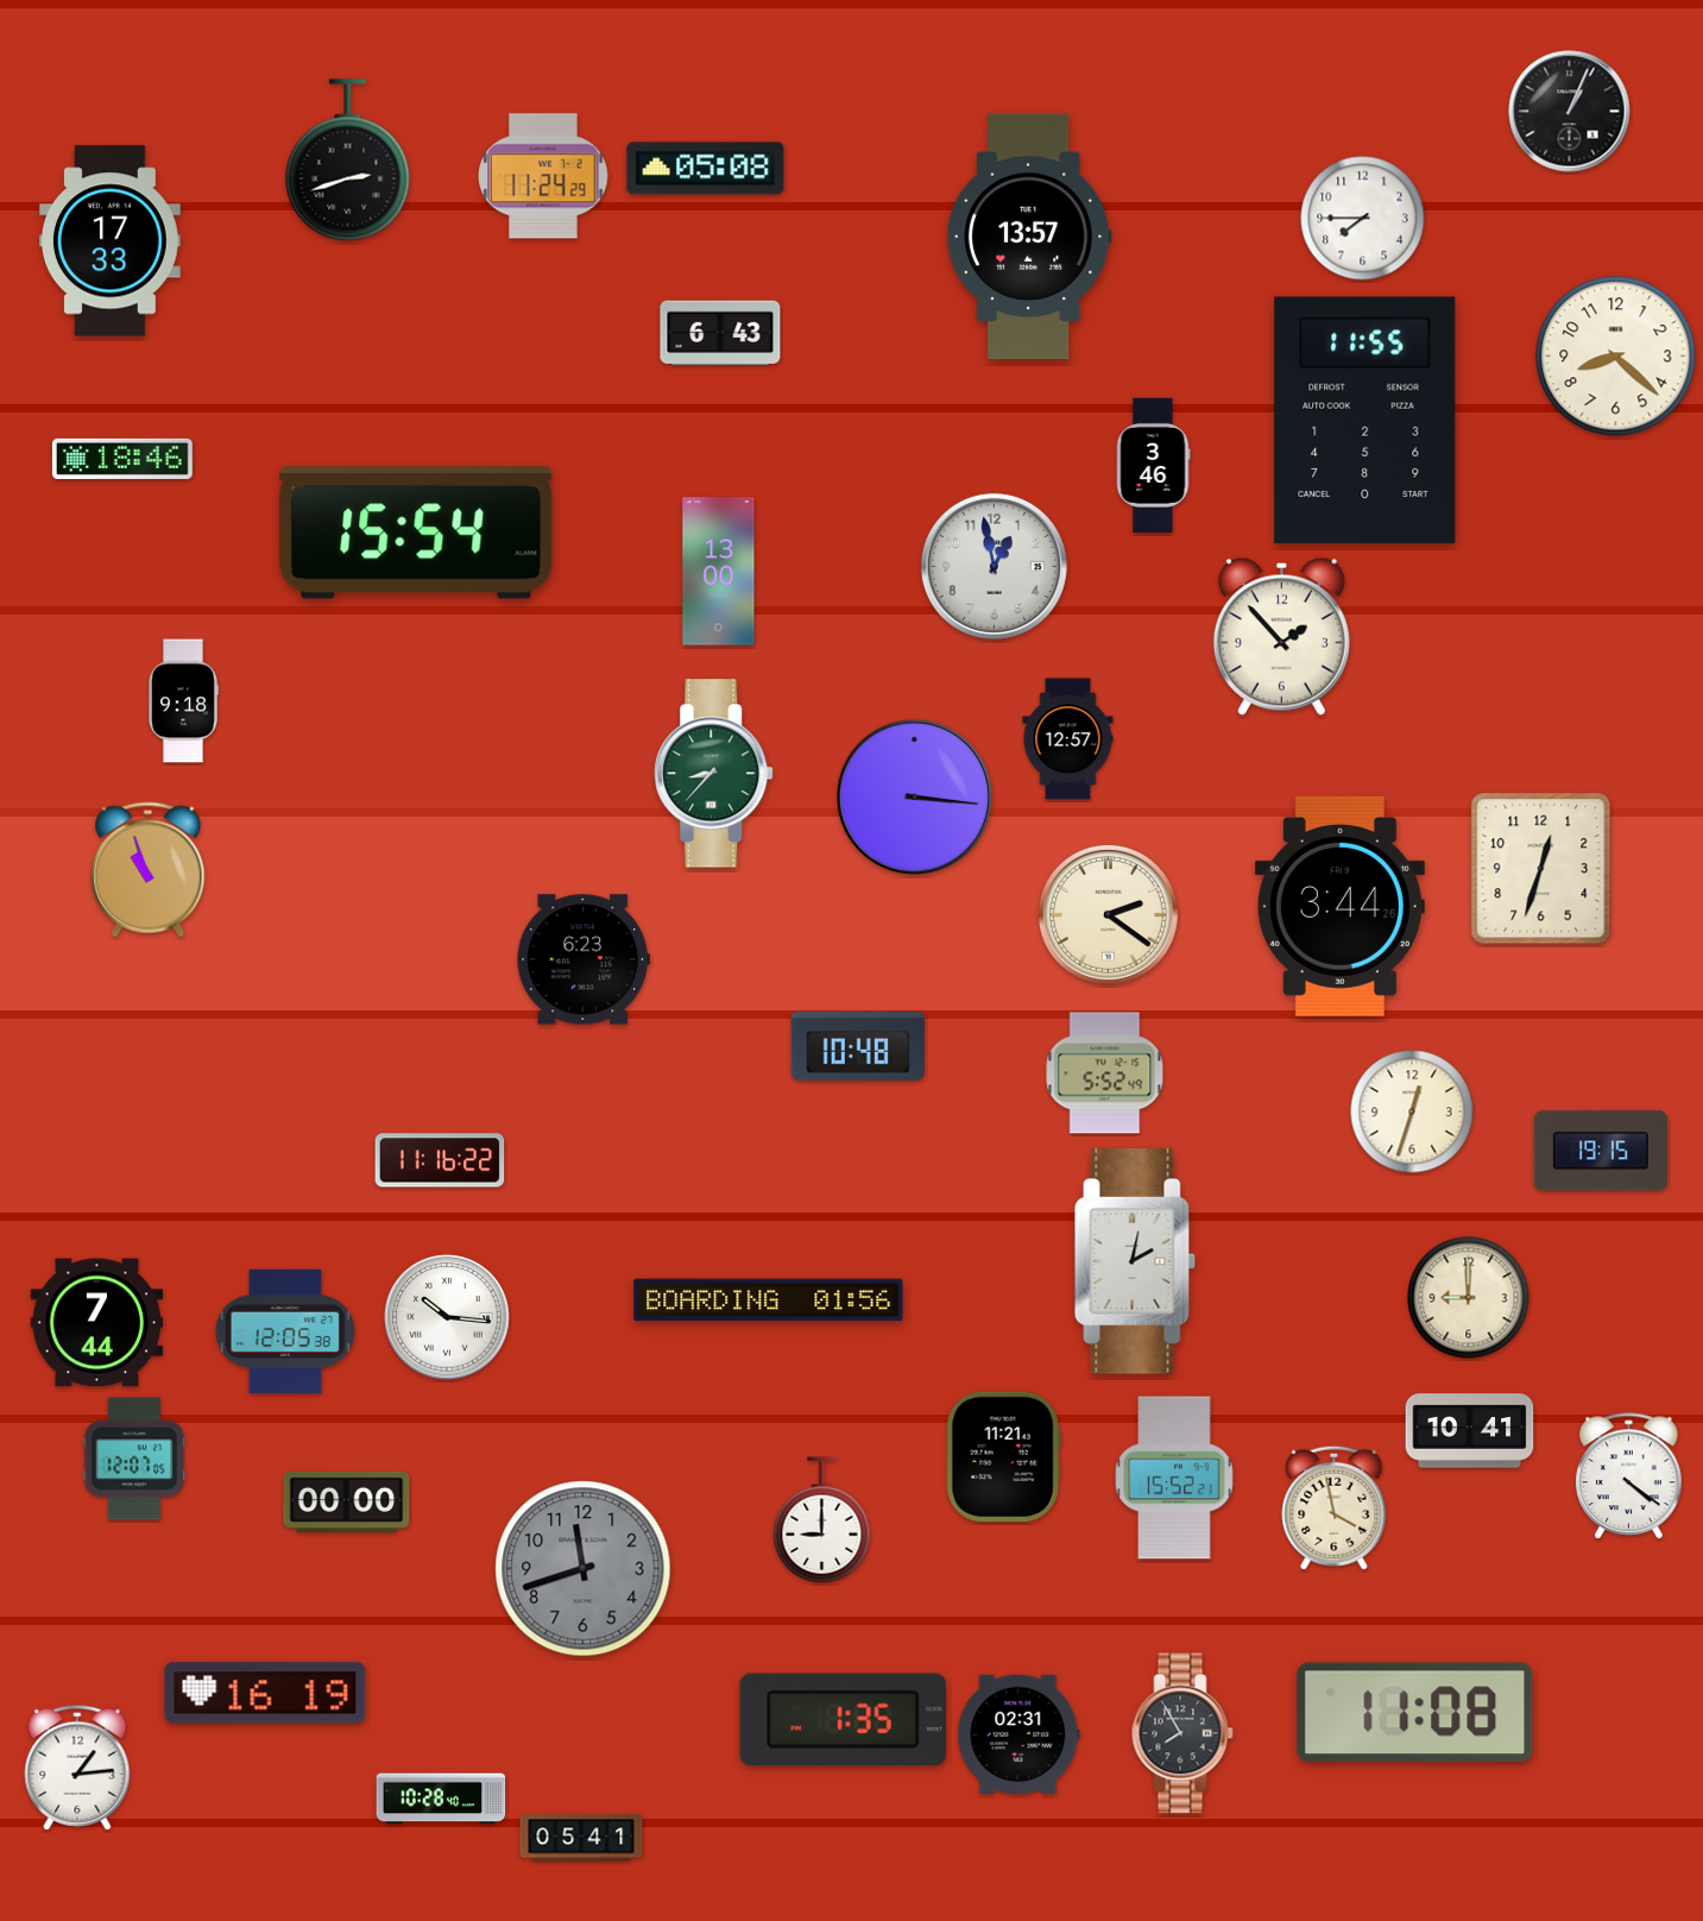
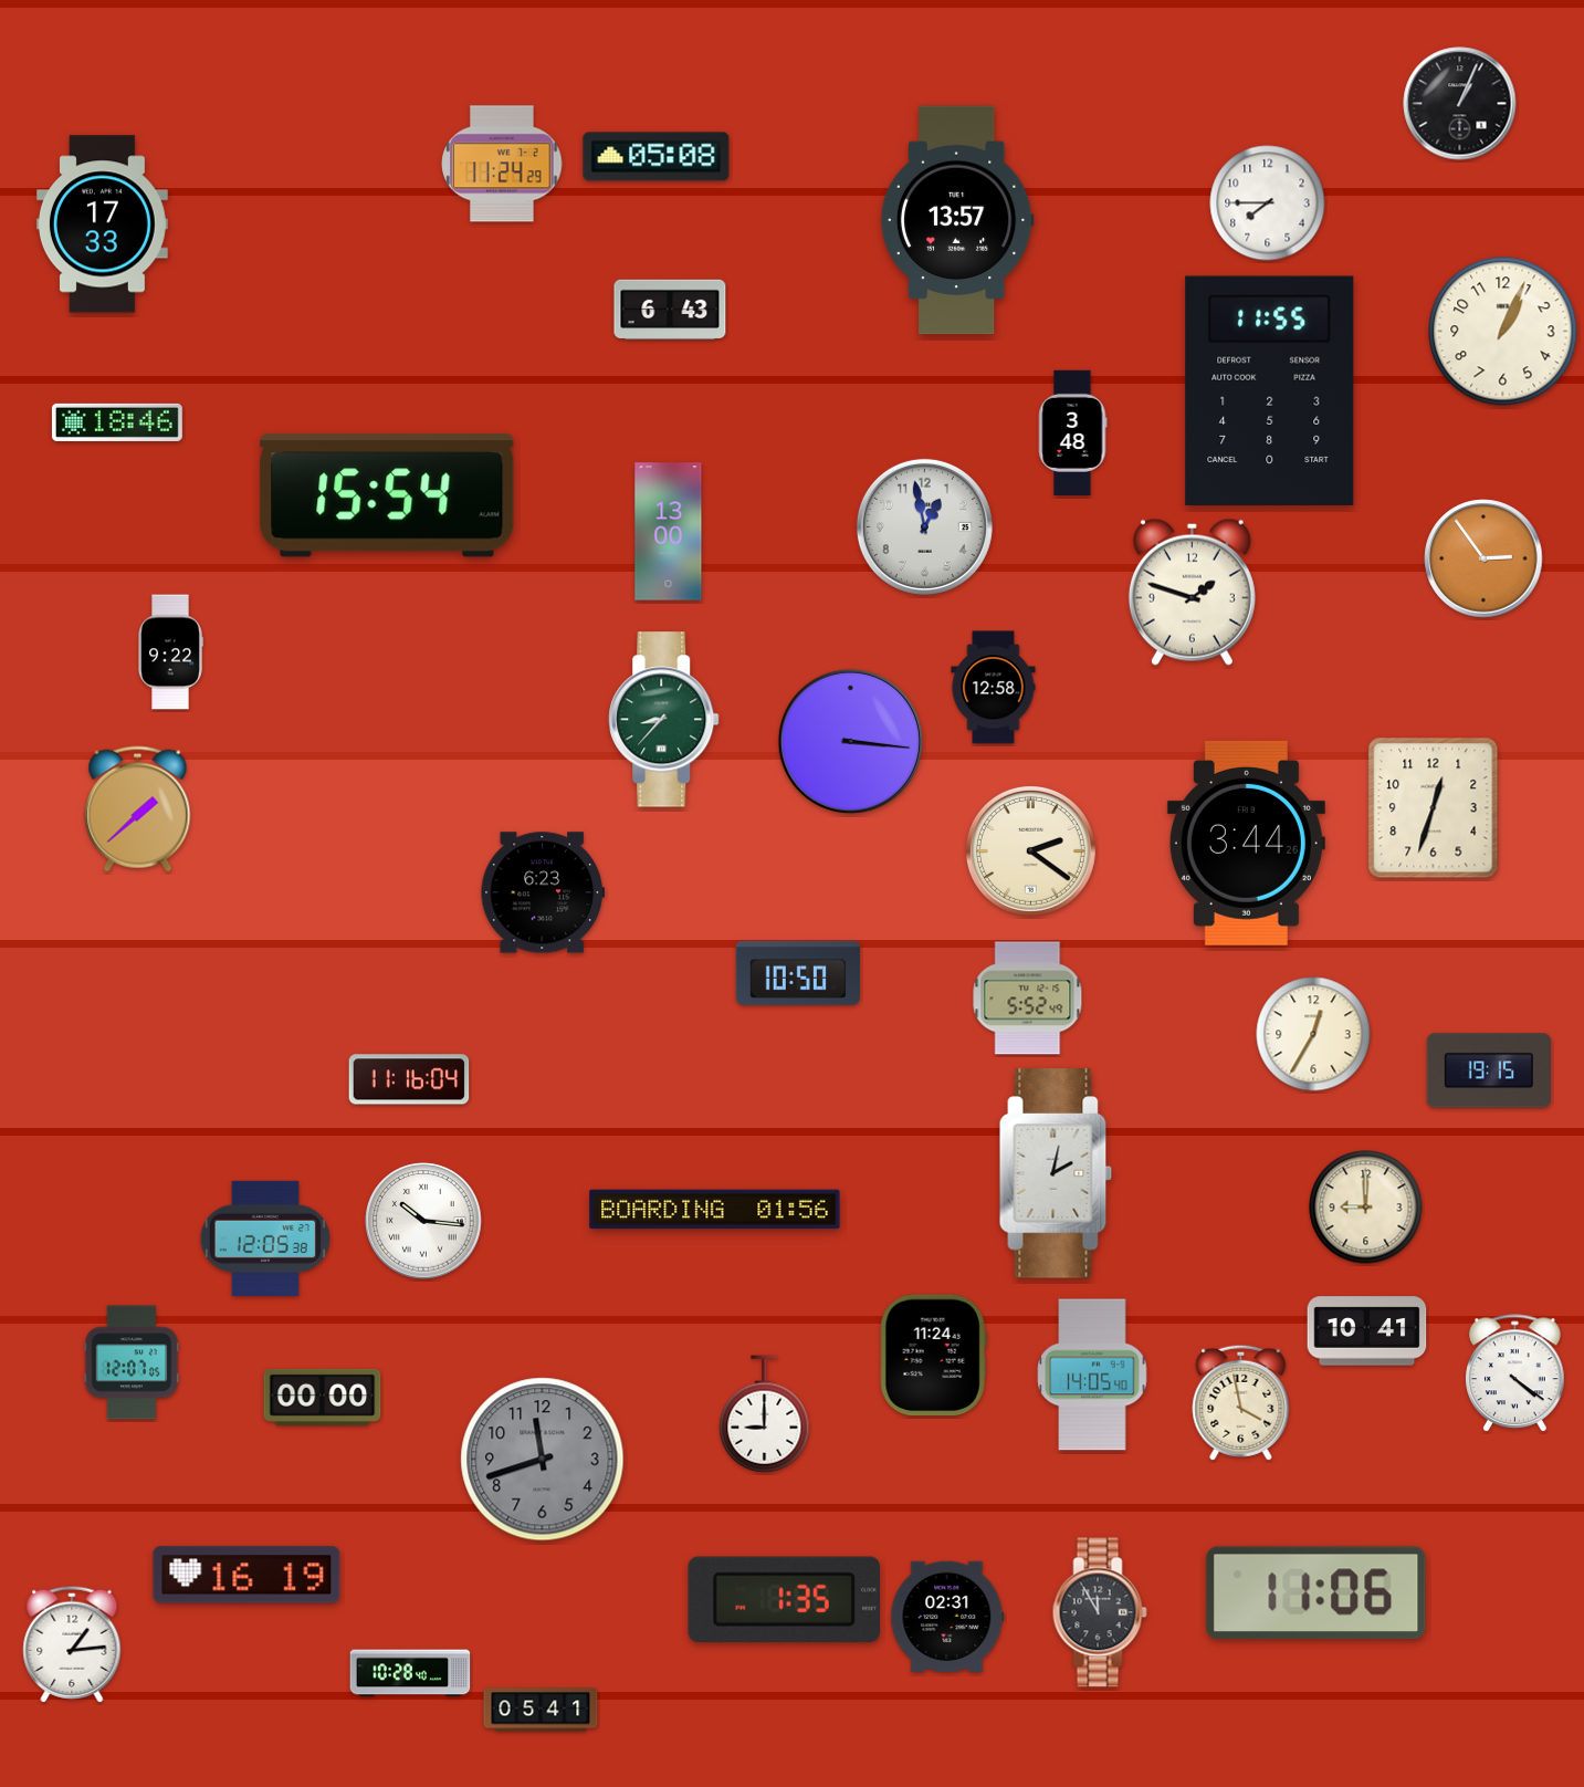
clock at (348, 160): 2:42 -> none
clock at (543, 176) position: (543, 176) -> (502, 164)
clock at (1616, 357): 8:22 -> 1:04
clock at (122, 459) position: (122, 459) -> (117, 422)
clock at (1153, 465): 3:46 -> 3:48
clock at (1483, 558): none -> 2:54
clock at (1281, 636): 1:53 -> 1:48
clock at (183, 701): 9:18 -> 9:22
clock at (1068, 739): 12:57 -> 12:58
clock at (149, 870): 10:57 -> 1:38
clock at (858, 1047): 10:48 -> 10:50
clock at (1412, 1111): 12:33 -> 12:35
clock at (440, 1160): 11:16:22 -> 11:16:04
clock at (447, 1317) position: (447, 1317) -> (423, 1221)
clock at (97, 1323): 7:44 -> none
clock at (1003, 1457): 11:21 -> 11:24
clock at (134, 1459) position: (134, 1459) -> (132, 1362)
clock at (1174, 1478): 15:52 -> 14:05
clock at (1415, 1713): 11:08 -> 11:06
clock at (1018, 1733) position: (1018, 1733) -> (947, 1616)
clock at (1182, 1733): 7:55 -> 11:55
